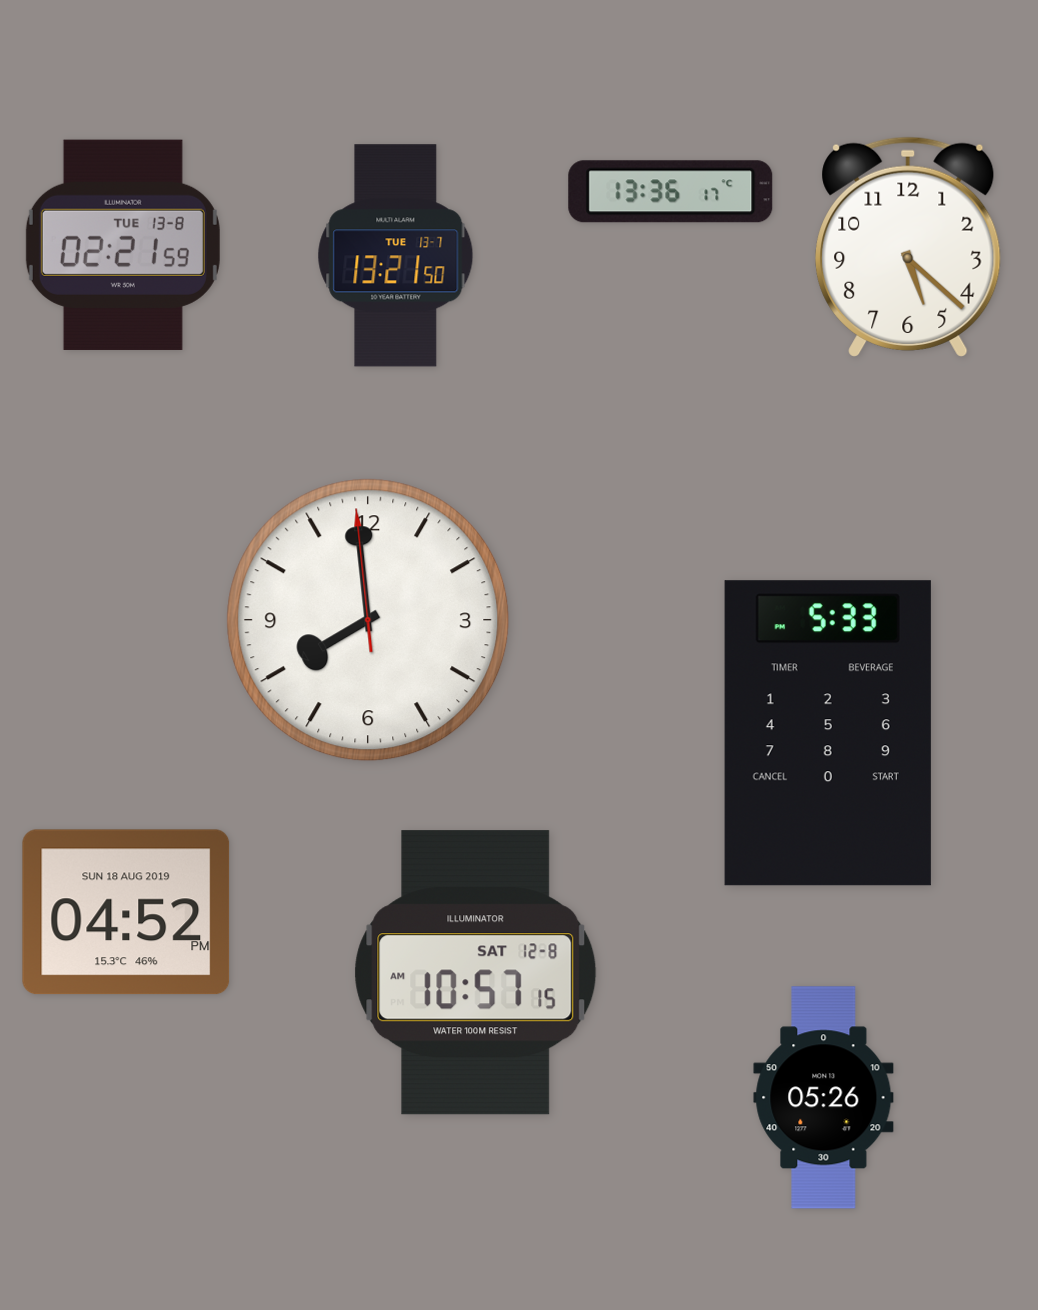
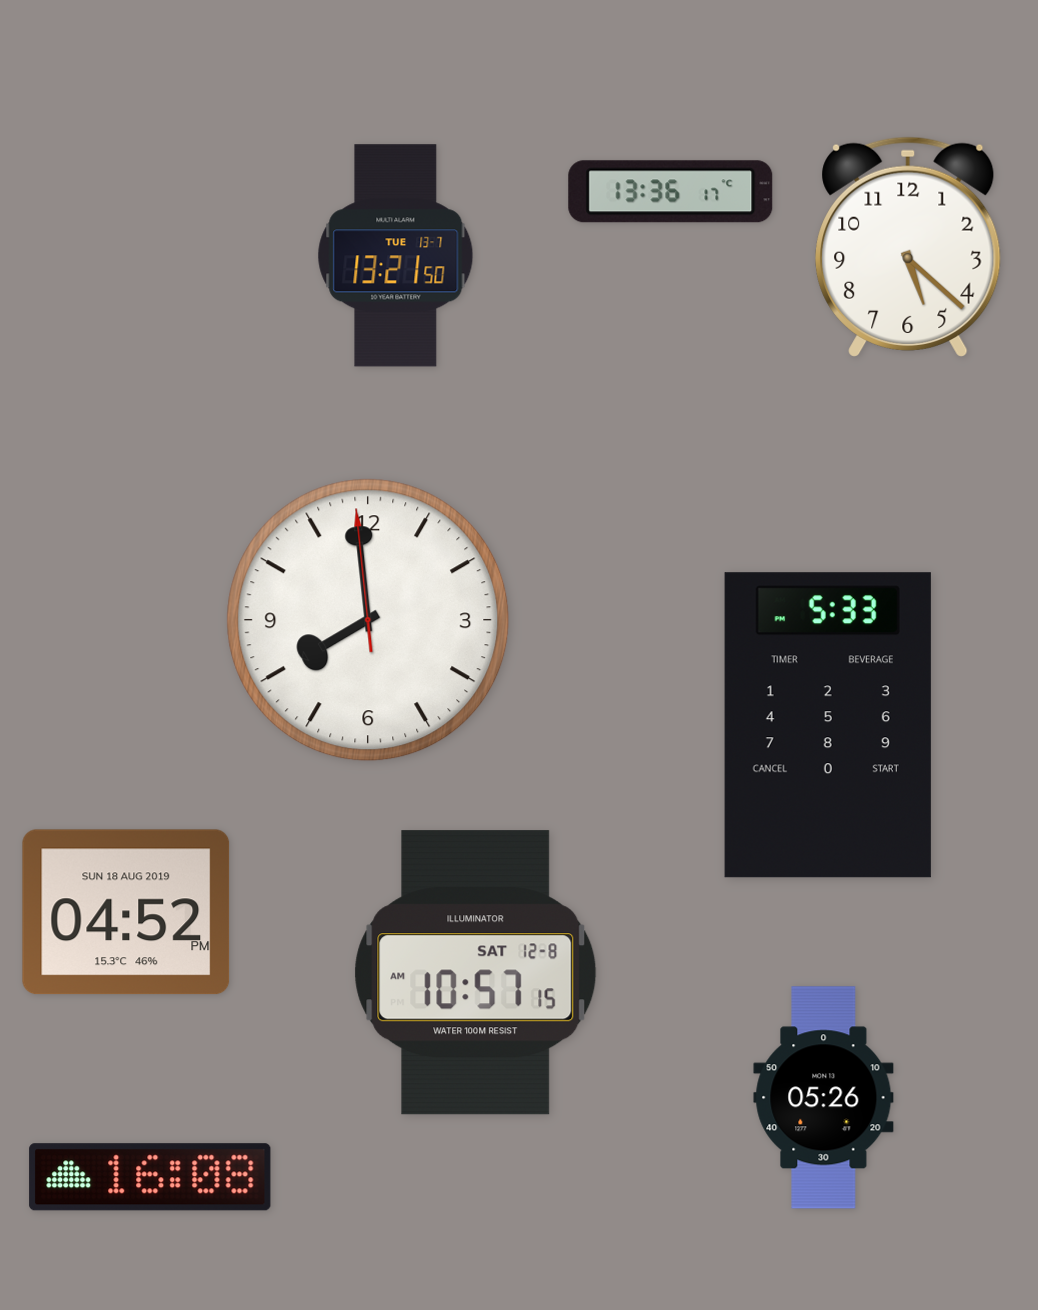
clock at (123, 245): 02:21 -> none
clock at (828, 733) position: (828, 733) -> (828, 725)
clock at (150, 1177): none -> 16:08
